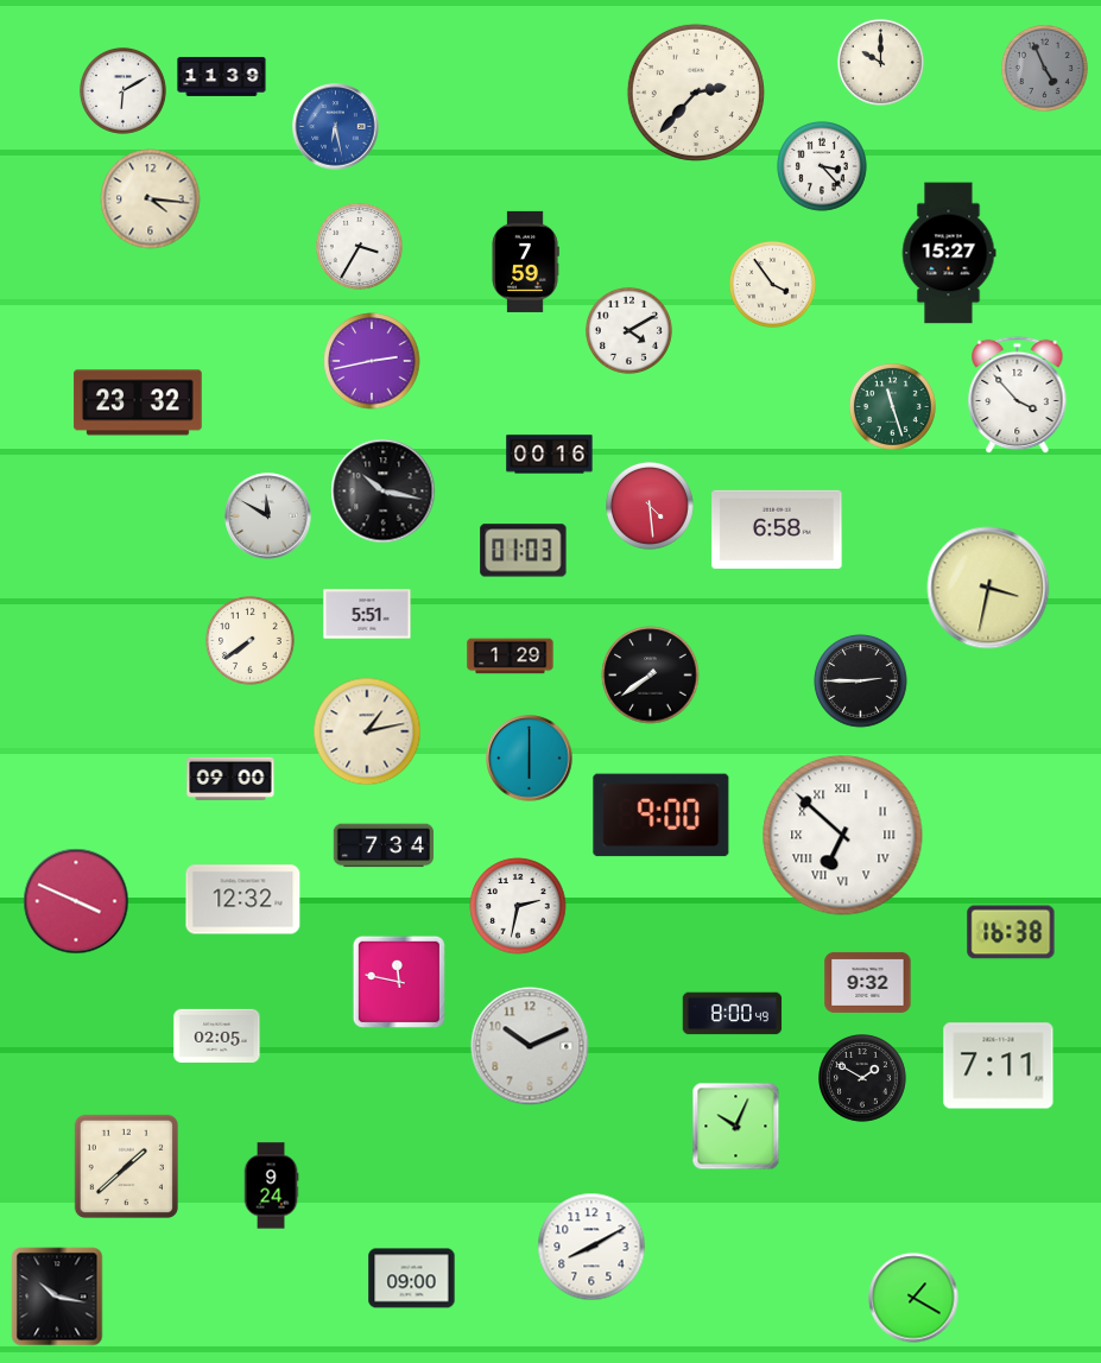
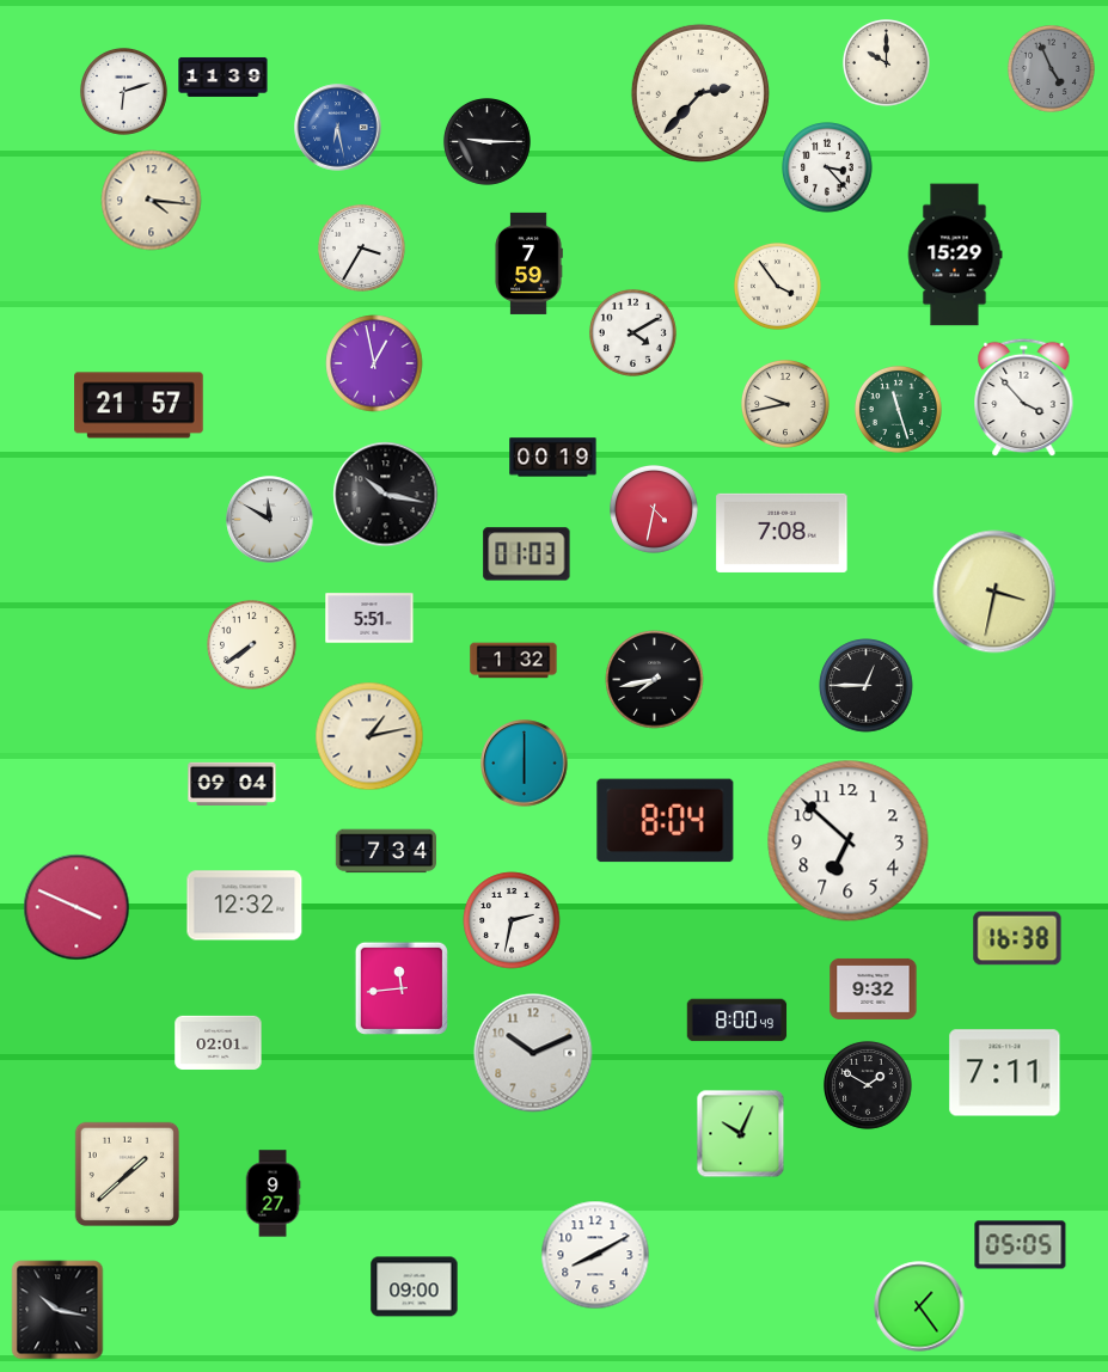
clock at (122, 90): 6:10 -> 6:12
clock at (486, 141): none -> 9:15
clock at (949, 253): 15:27 -> 15:29
clock at (372, 361): 2:43 -> 12:58
clock at (138, 402): 23:32 -> 21:57
clock at (786, 405): none -> 9:43
clock at (550, 455): 00:16 -> 00:19
clock at (651, 507): 4:29 -> 4:32
clock at (777, 530): 6:58 -> 7:08
clock at (511, 657): 1:29 -> 1:32
clock at (651, 676): 7:39 -> 7:43
clock at (861, 681): 2:45 -> 12:45
clock at (530, 759) position: (530, 759) -> (525, 764)
clock at (230, 778): 09:00 -> 09:04
clock at (662, 816): 9:00 -> 8:04
clock at (843, 836) numerals: Roman -> Arabic
clock at (518, 906) position: (518, 906) -> (512, 920)
clock at (399, 982): 11:47 -> 11:44
clock at (217, 1035): 02:05 -> 02:01
clock at (271, 1186): 9:24 -> 9:27
clock at (1021, 1245): none -> 05:05
clock at (57, 1297) position: (57, 1297) -> (57, 1310)
clock at (913, 1298): 1:20 -> 1:24
